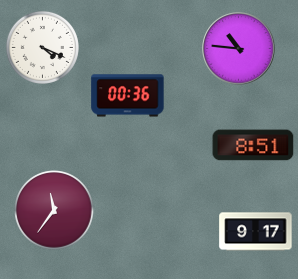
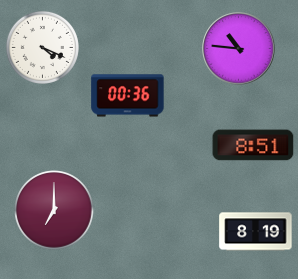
clock at (54, 210): 11:36 -> 7:00
clock at (256, 232): 9:17 -> 8:19
